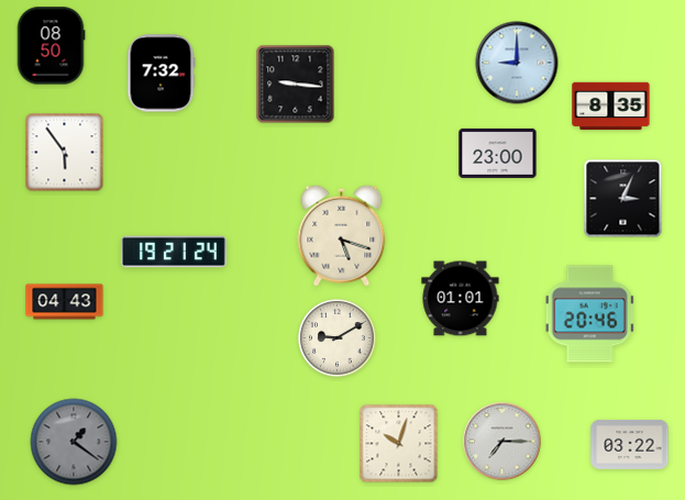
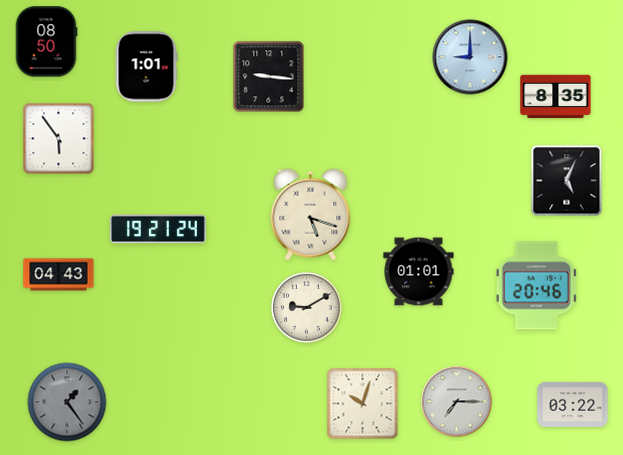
clock at (161, 74): 7:32 -> 1:01
clock at (498, 153): 23:00 -> none
clock at (623, 199): 3:04 -> 5:04
clock at (74, 442): 1:21 -> 1:24
